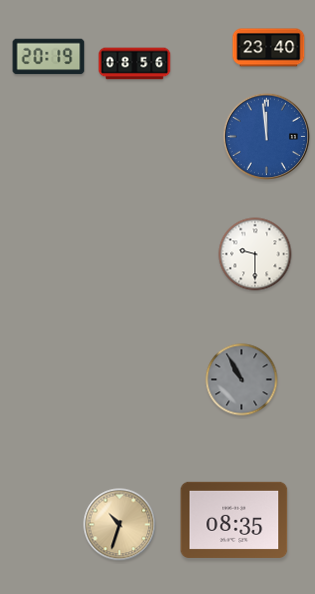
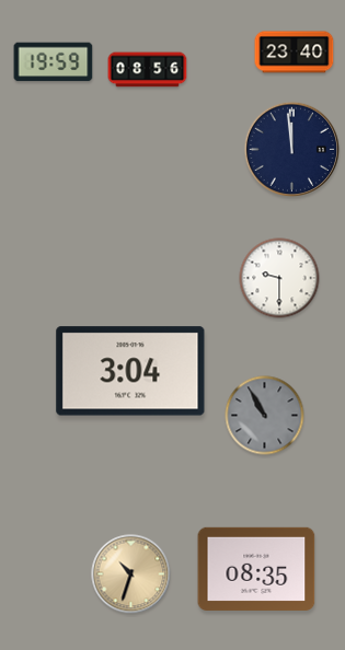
clock at (49, 57): 20:19 -> 19:59
clock at (267, 137) dial: blue -> navy
clock at (130, 371): none -> 3:04
